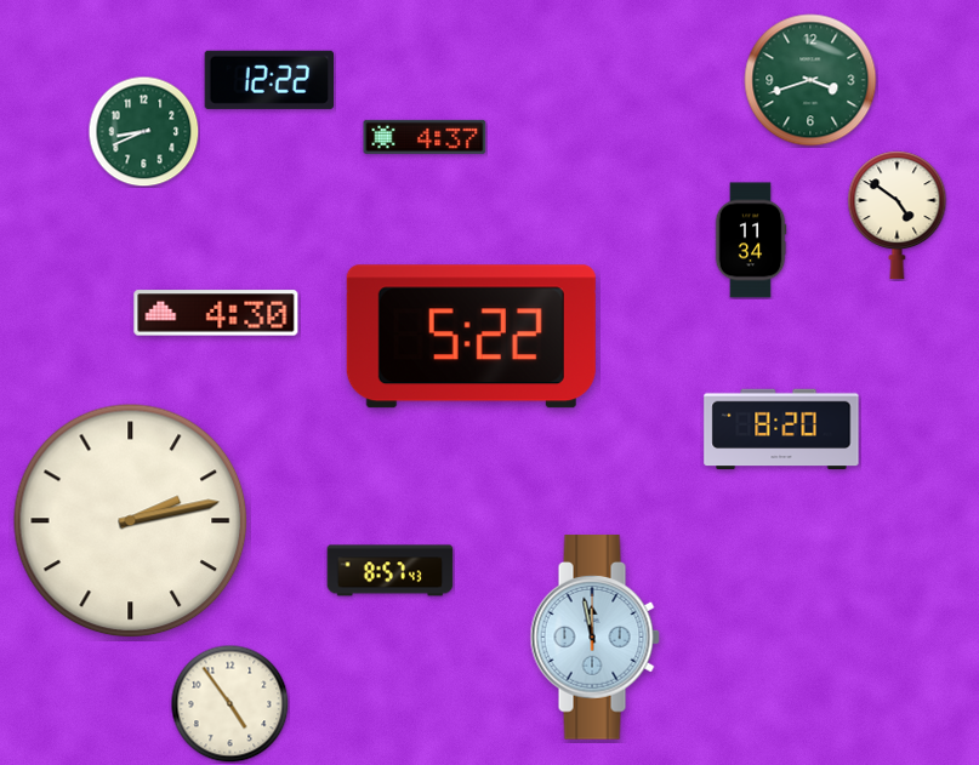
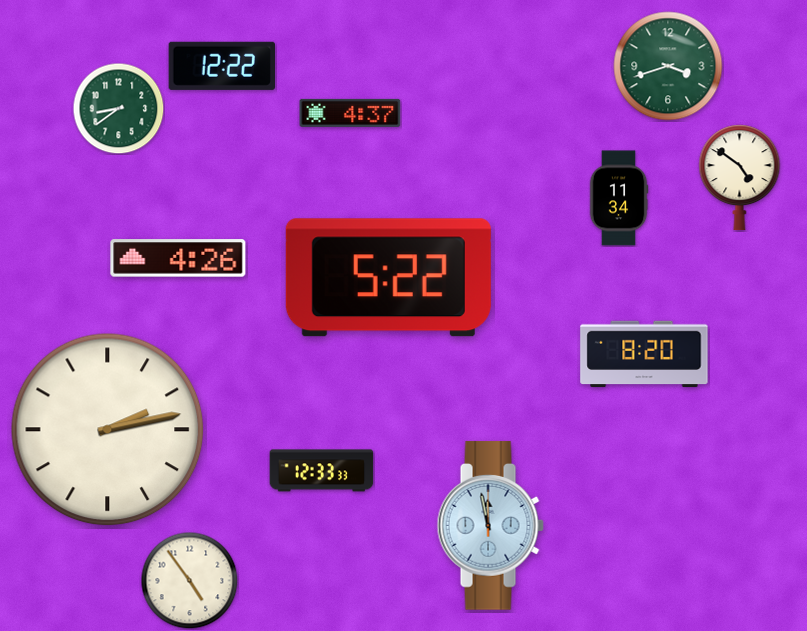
clock at (143, 131): 8:41 -> 8:39
clock at (216, 313): 4:30 -> 4:26
clock at (391, 571): 8:57 -> 12:33
